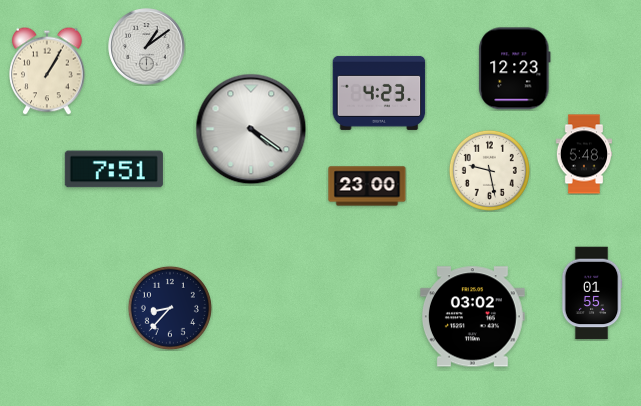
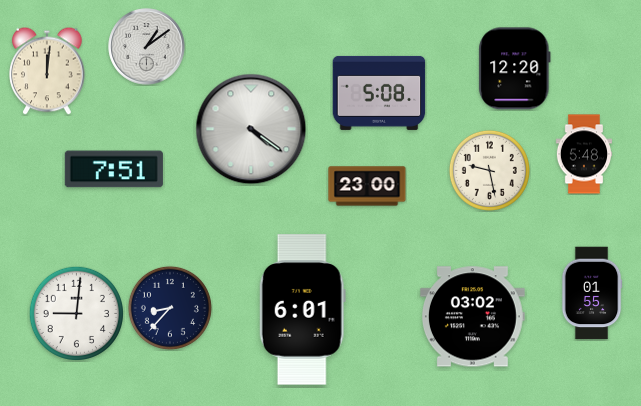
clock at (515, 69): 12:23 -> 12:20
clock at (47, 71): 1:05 -> 12:01
clock at (379, 93): 4:23 -> 5:08
clock at (302, 310): none -> 6:01
clock at (76, 313): none -> 9:01
